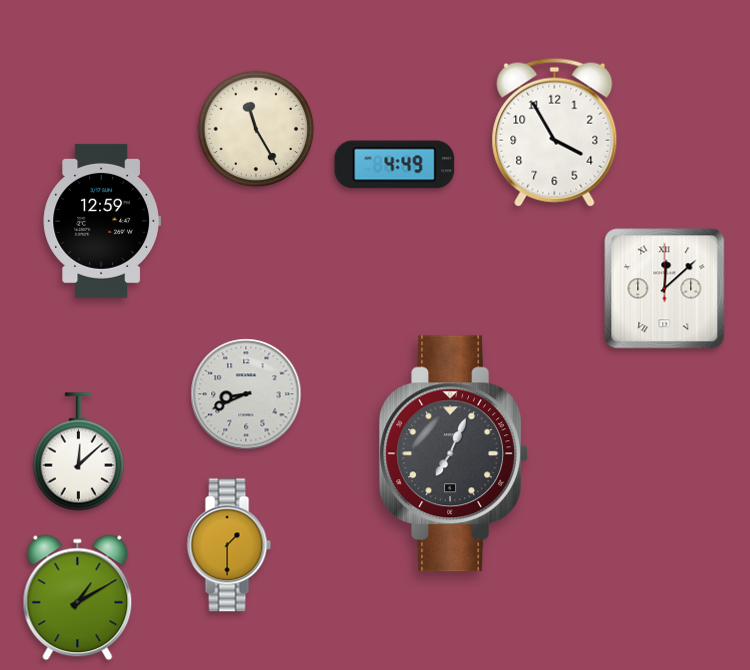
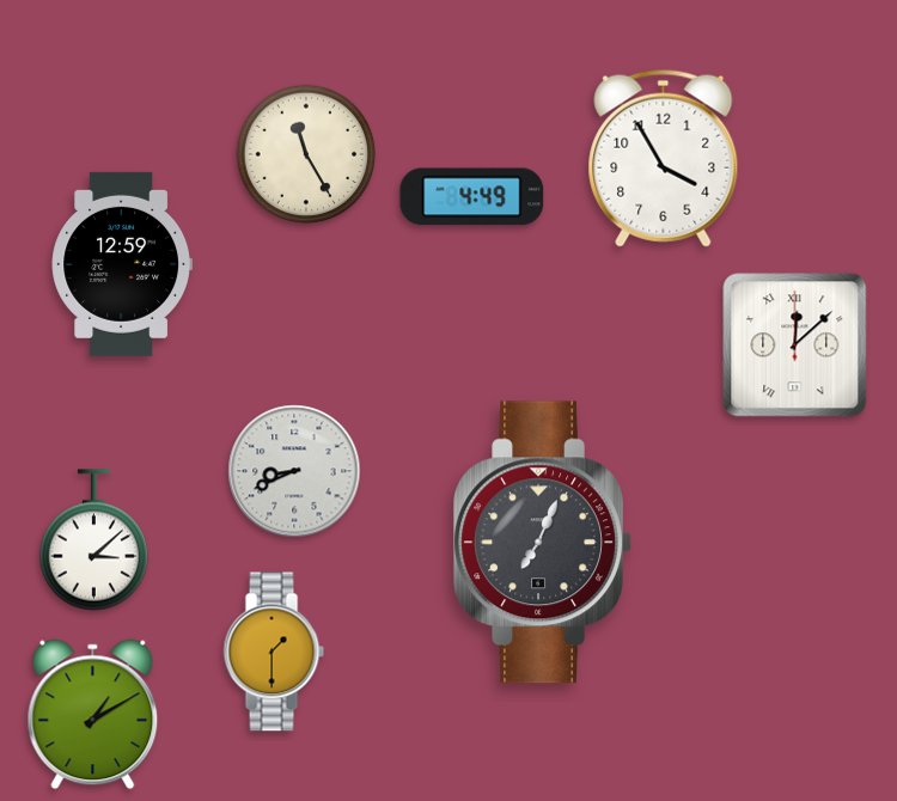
clock at (78, 452): 12:08 -> 3:08
